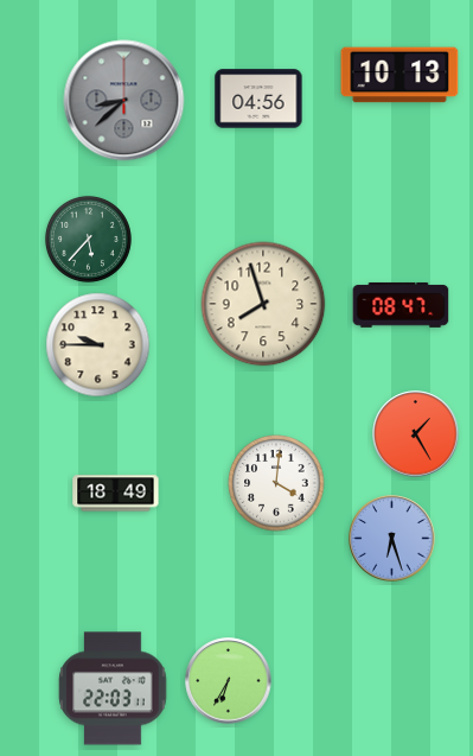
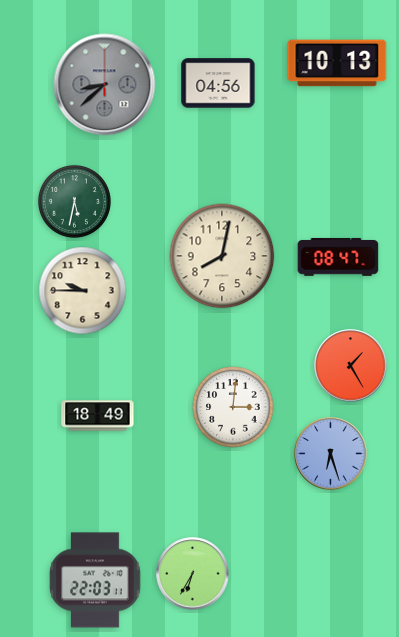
clock at (88, 239): 5:37 -> 5:32
clock at (263, 304): 7:57 -> 8:02
clock at (276, 483): 4:01 -> 3:01
